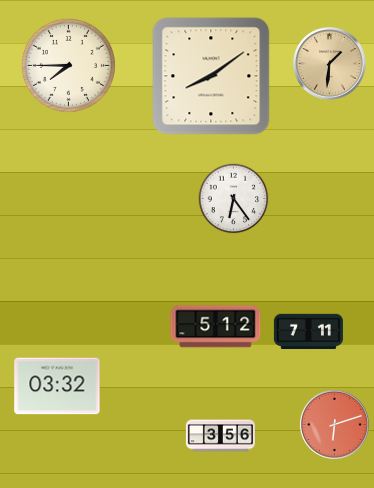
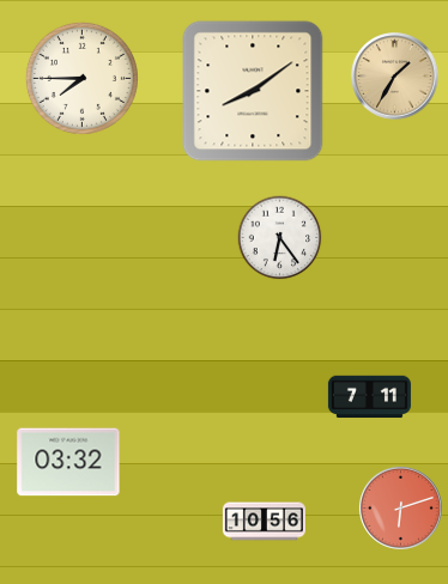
clock at (330, 64): 1:31 -> 1:35
clock at (216, 327): 5:12 -> none
clock at (220, 436): 3:56 -> 10:56
